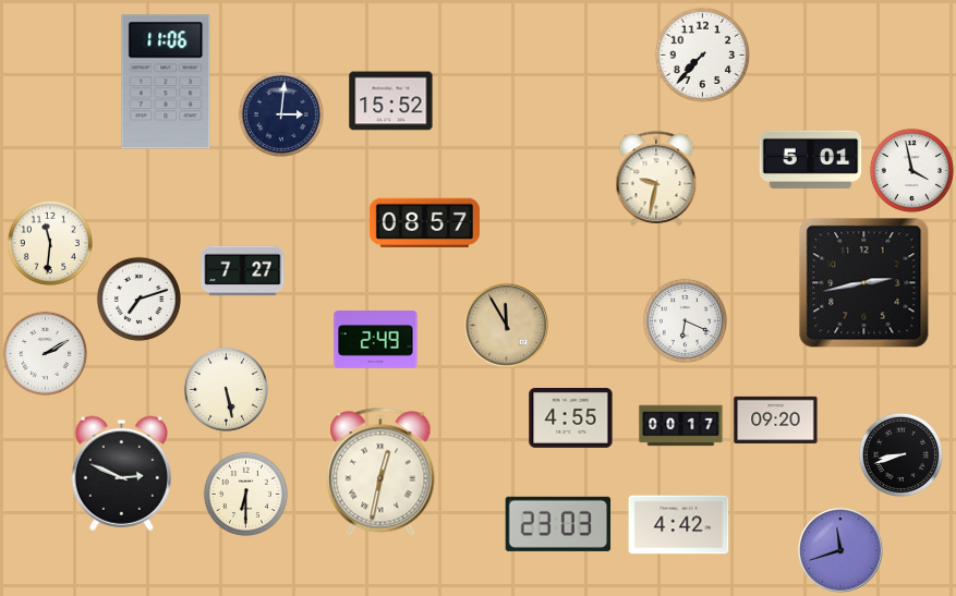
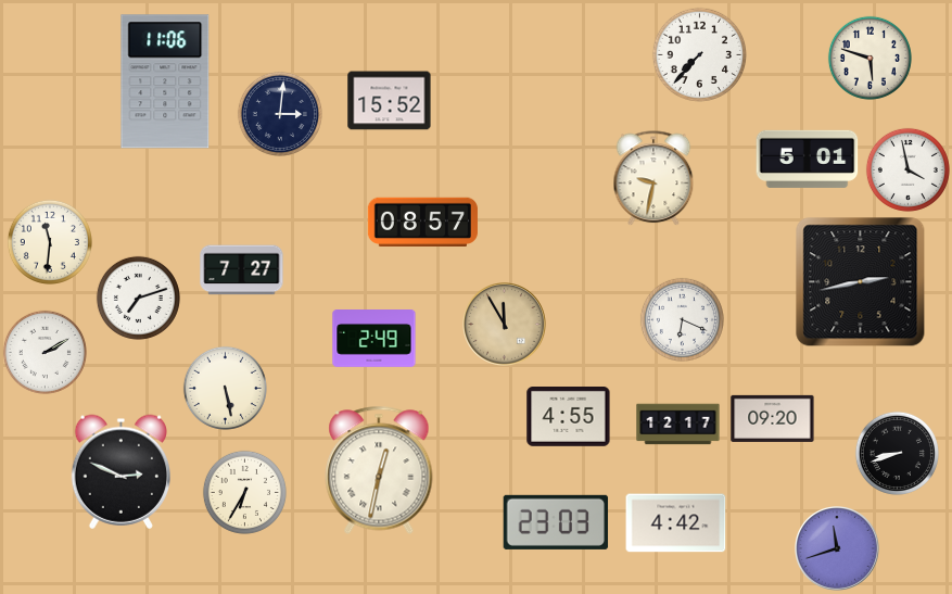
clock at (870, 58): none -> 5:48
clock at (681, 426): 00:17 -> 12:17
clock at (245, 494): 6:30 -> 6:35
